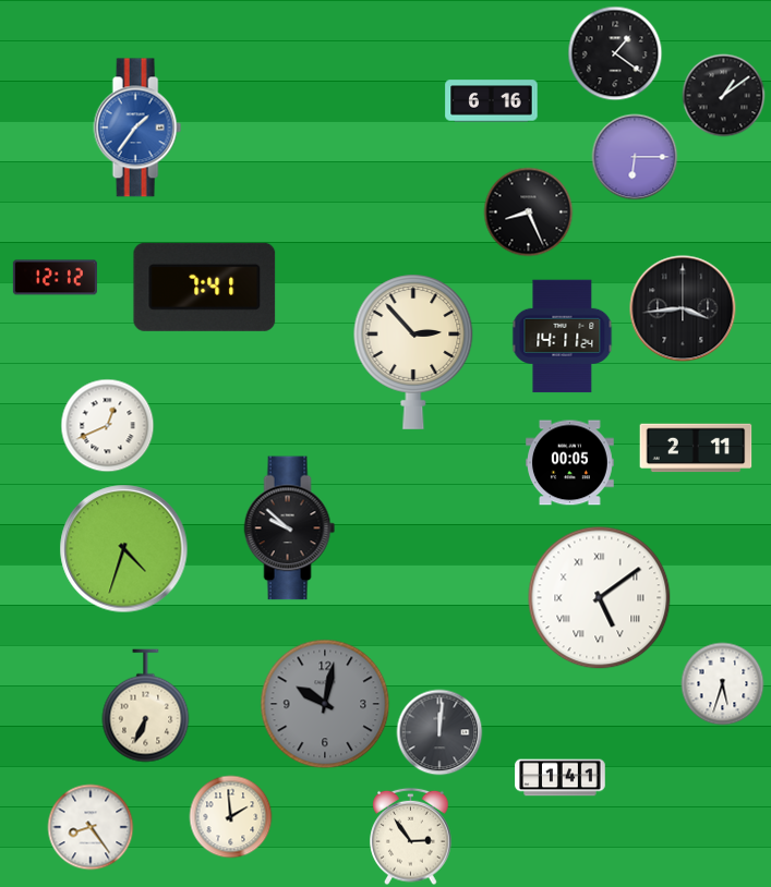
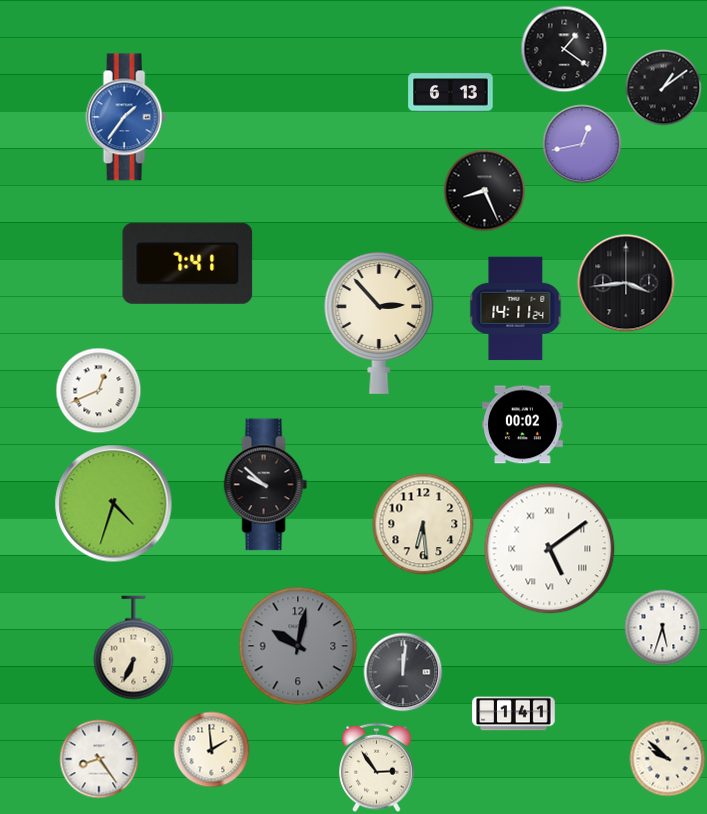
clock at (492, 101): 6:16 -> 6:13
clock at (635, 157): 6:15 -> 12:43
clock at (529, 212) position: (529, 212) -> (485, 191)
clock at (55, 278): 12:12 -> none
clock at (696, 448): 2:11 -> none
clock at (570, 463): 00:05 -> 00:02
clock at (423, 524): none -> 6:29
clock at (91, 827) position: (91, 827) -> (99, 759)
clock at (668, 759): none -> 9:52
